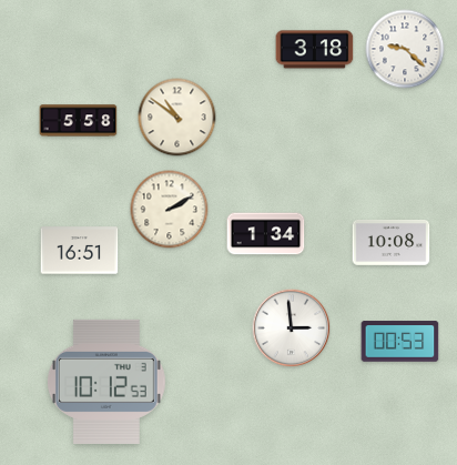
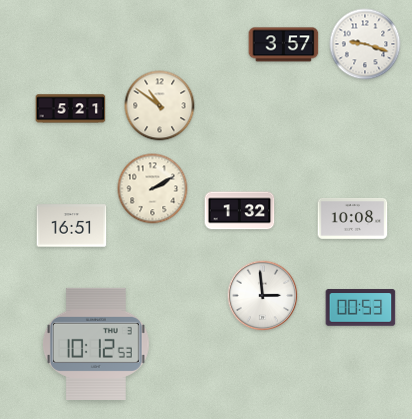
clock at (405, 49): 9:22 -> 9:18
clock at (315, 50): 3:18 -> 3:57
clock at (79, 121): 5:58 -> 5:21
clock at (266, 234): 1:34 -> 1:32
